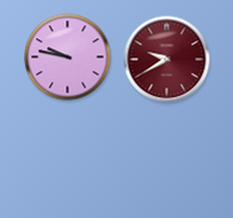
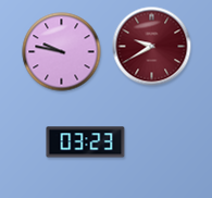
clock at (167, 60) position: (167, 60) -> (152, 47)
clock at (86, 143): none -> 03:23
